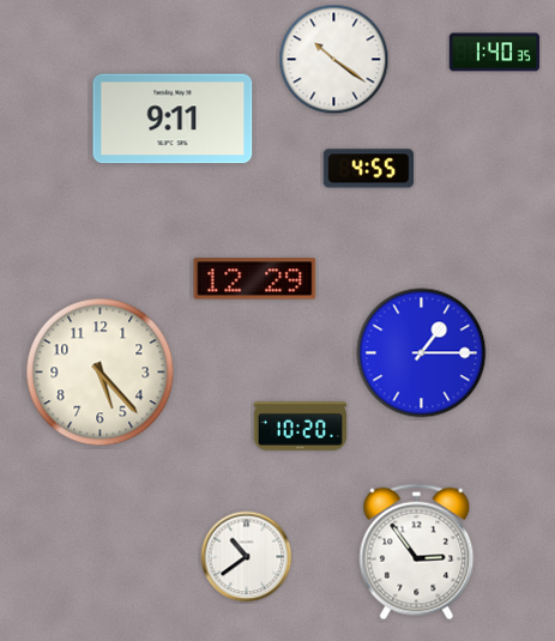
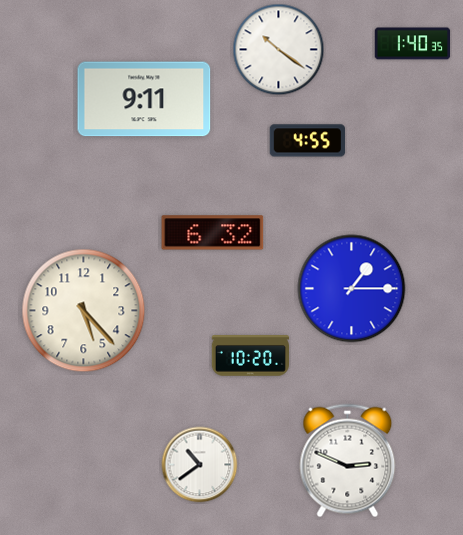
clock at (255, 279): 12:29 -> 6:32
clock at (422, 353) position: (422, 353) -> (352, 289)
clock at (417, 552): 2:54 -> 2:49
clock at (247, 557) position: (247, 557) -> (200, 465)
